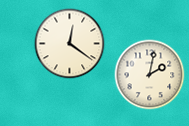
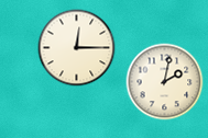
clock at (70, 44): 12:21 -> 12:15
